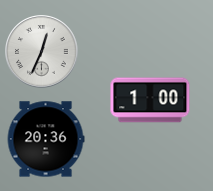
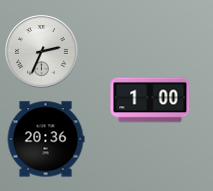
clock at (42, 52): 12:34 -> 2:34
